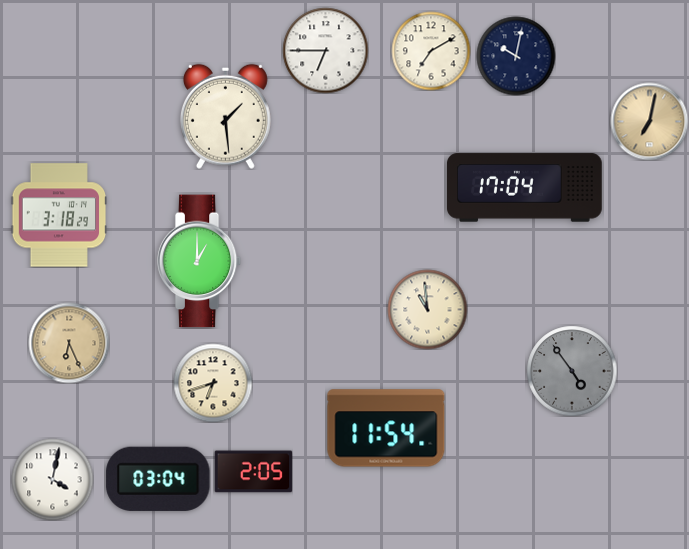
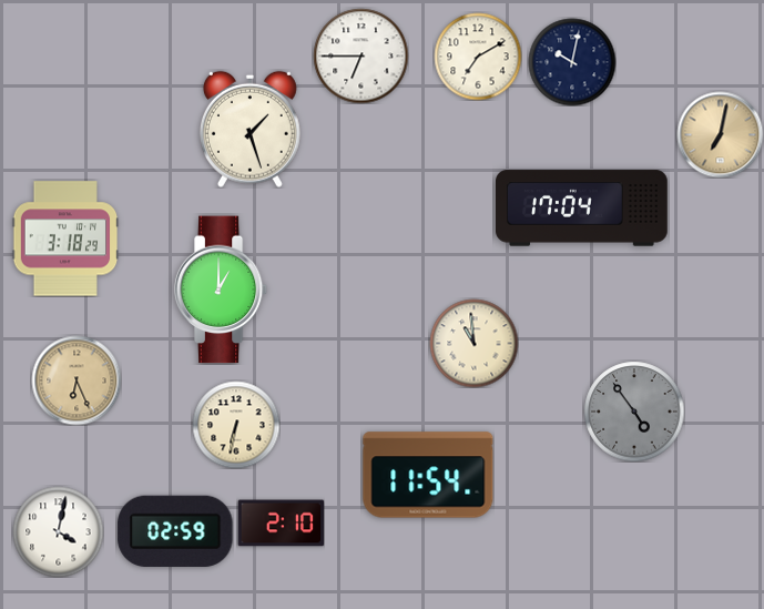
clock at (225, 116): 1:29 -> 1:27
clock at (213, 383): 6:42 -> 6:32
clock at (253, 472): 2:05 -> 2:10
clock at (158, 479): 03:04 -> 02:59
